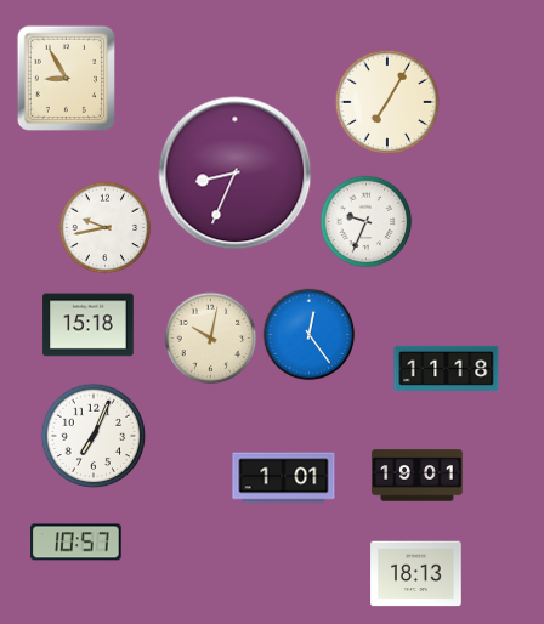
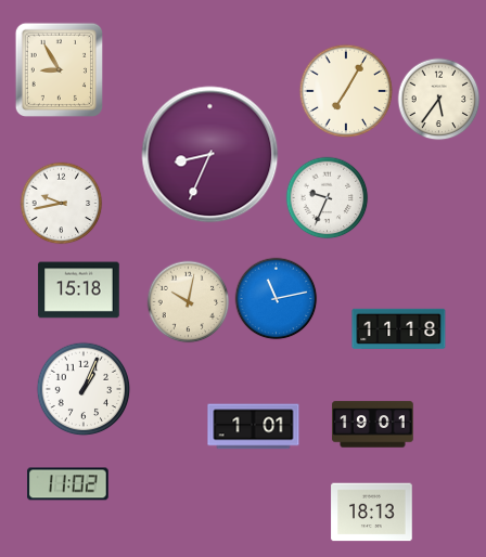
clock at (439, 100): none -> 5:36
clock at (106, 228) position: (106, 228) -> (62, 204)
clock at (310, 335): 12:24 -> 11:13
clock at (93, 436): 7:04 -> 1:04
clock at (76, 543): 10:57 -> 11:02
